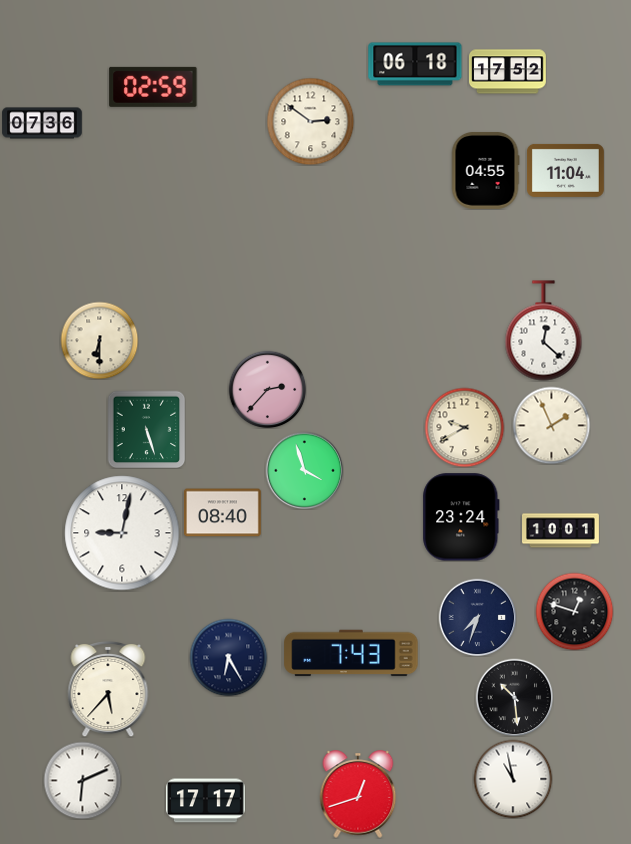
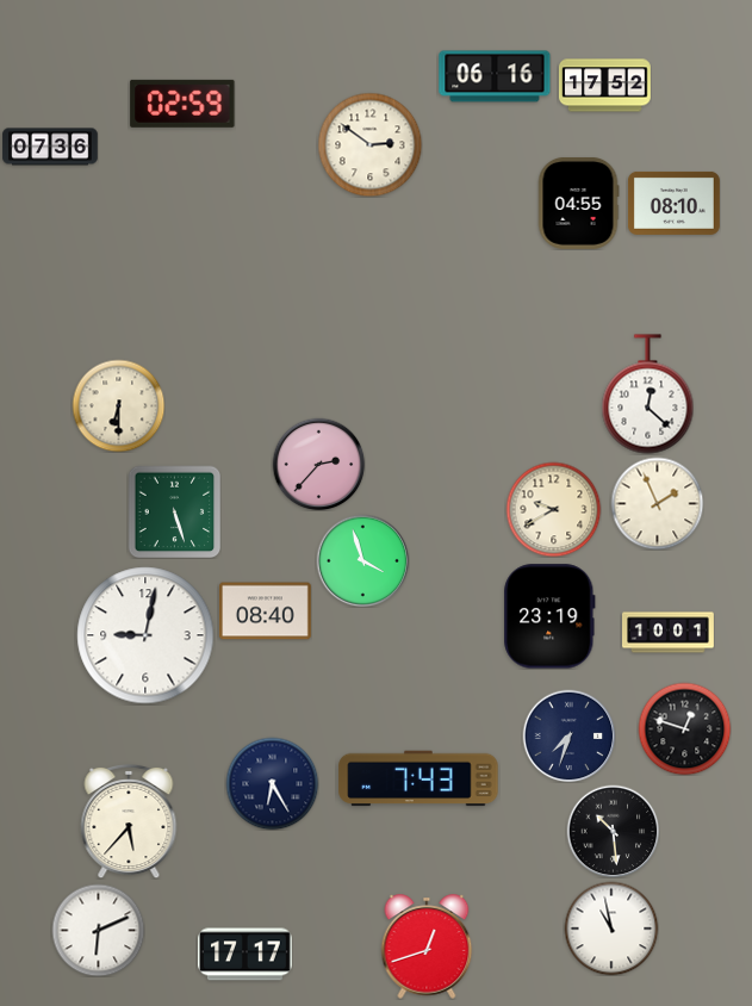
clock at (415, 64): 06:18 -> 06:16
clock at (565, 170): 11:04 -> 08:10
clock at (551, 425) position: (551, 425) -> (657, 503)
clock at (461, 517): 23:24 -> 23:19
